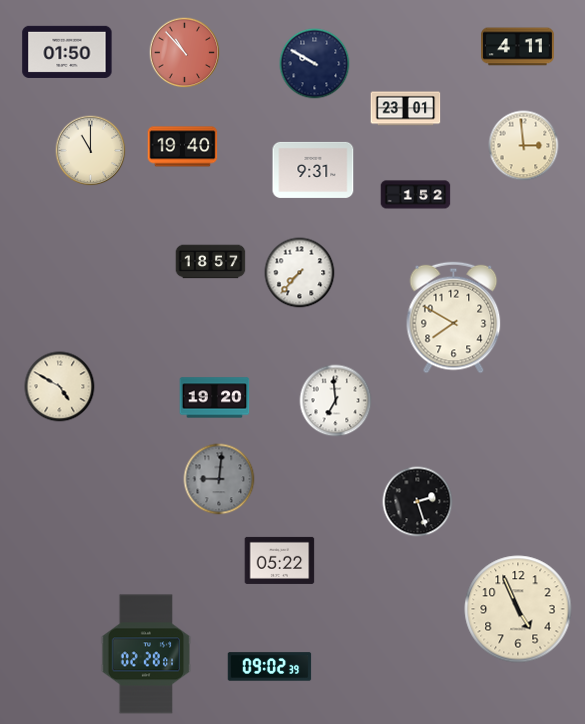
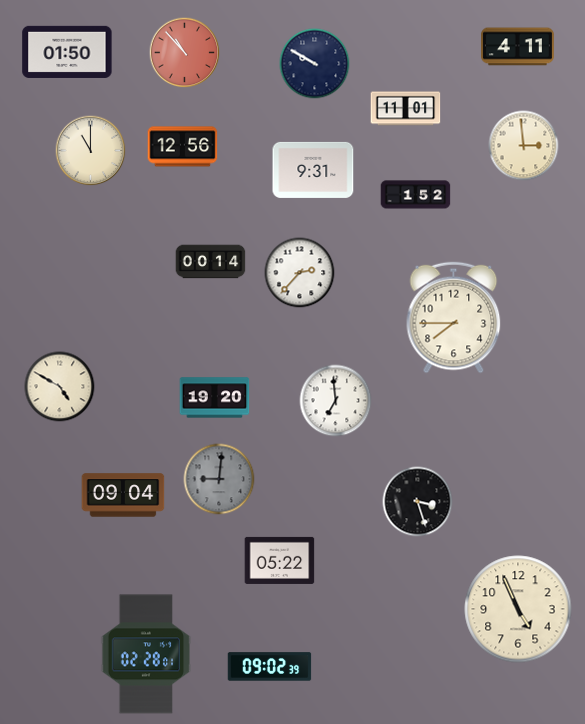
clock at (406, 109): 23:01 -> 11:01
clock at (183, 147): 19:40 -> 12:56
clock at (211, 262): 18:57 -> 00:14
clock at (300, 273): 7:37 -> 2:37
clock at (454, 318): 7:50 -> 7:45
clock at (123, 495): none -> 09:04
clock at (418, 502): 2:27 -> 3:27
